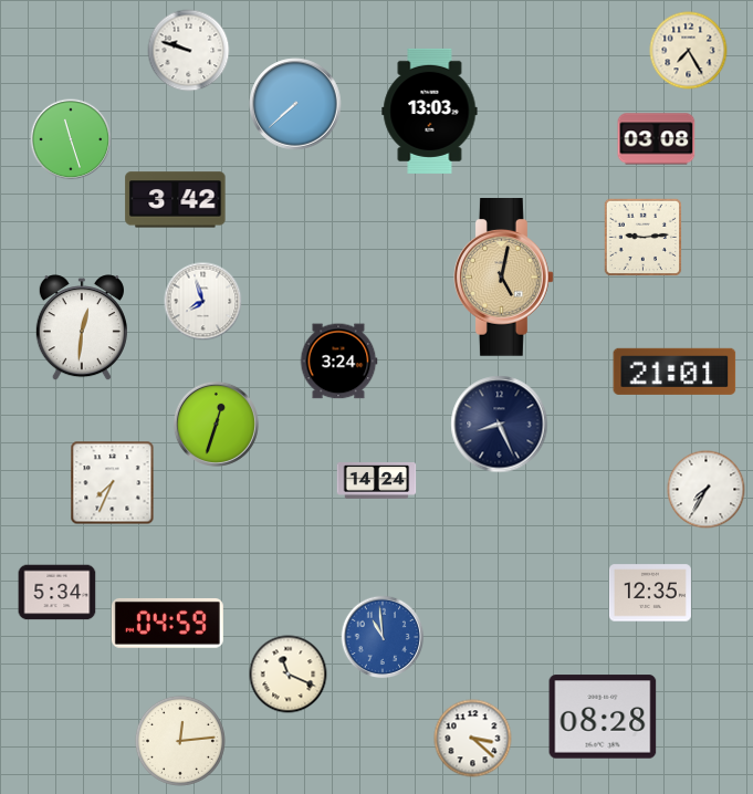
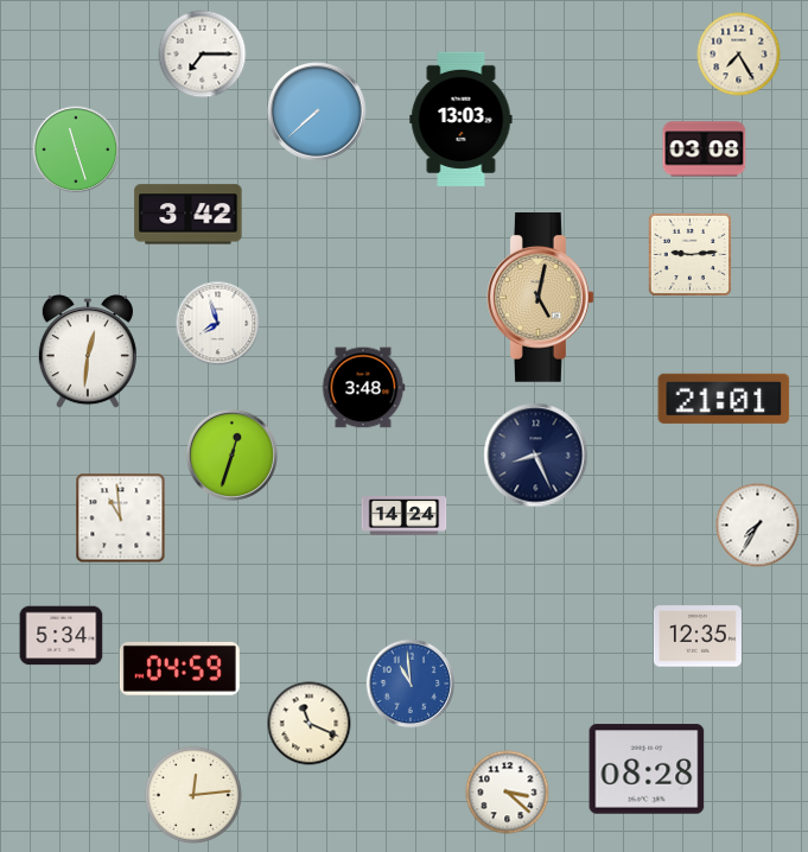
clock at (189, 51): 9:48 -> 7:15
clock at (338, 362): 3:24 -> 3:48
clock at (113, 483): 7:34 -> 10:59
